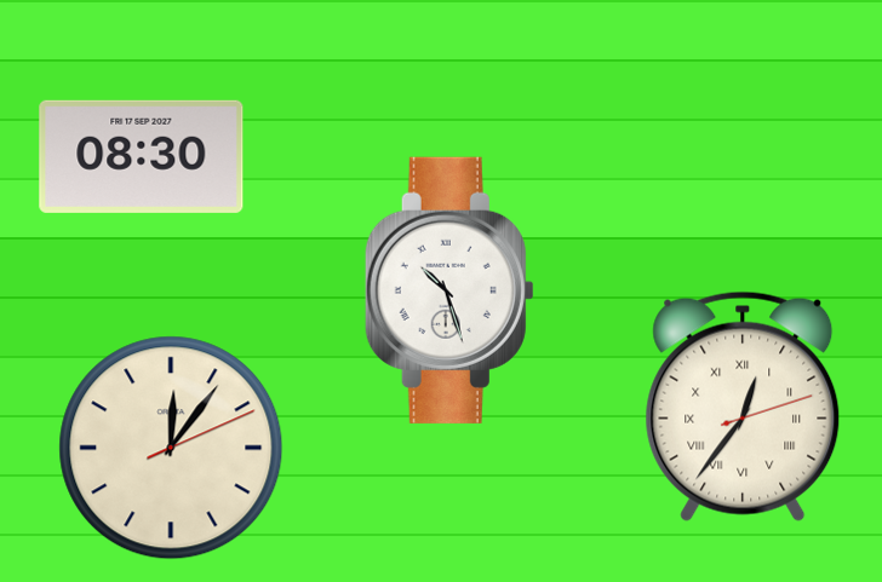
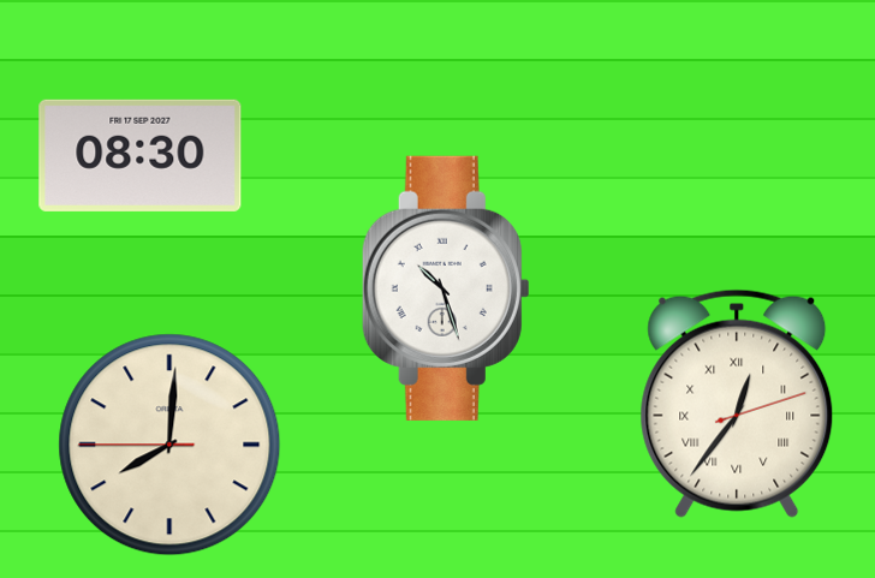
clock at (171, 448): 12:06 -> 8:00
